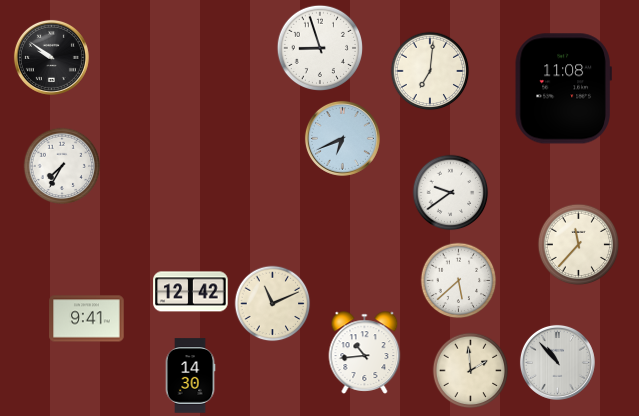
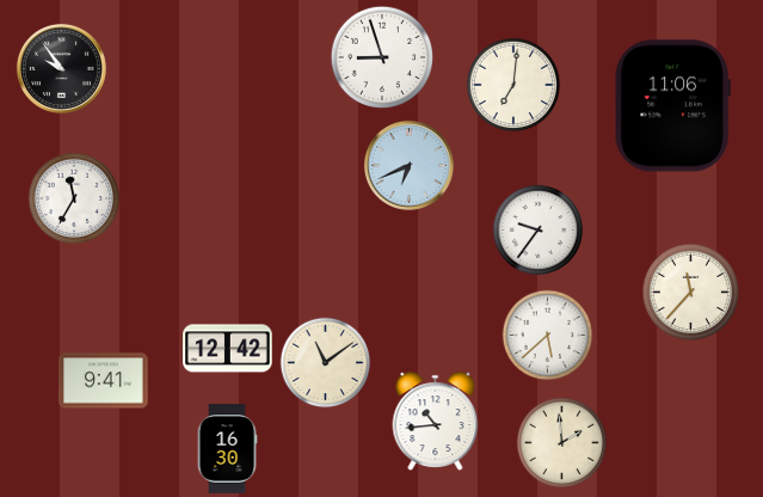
clock at (51, 57): 9:51 -> 9:54
clock at (563, 89): 11:08 -> 11:06
clock at (62, 166): 7:35 -> 11:35
clock at (451, 193): 9:39 -> 9:36
clock at (273, 304): 11:11 -> 11:09
clock at (557, 362): 10:53 -> none
clock at (190, 376): 14:30 -> 16:30
